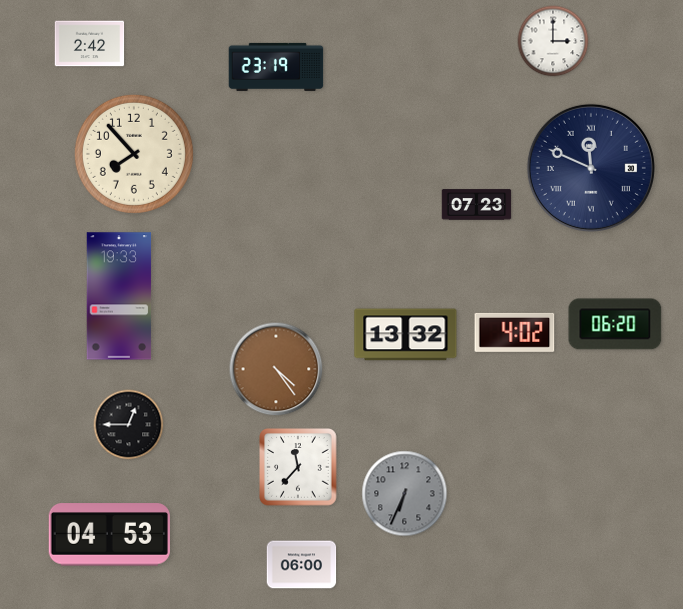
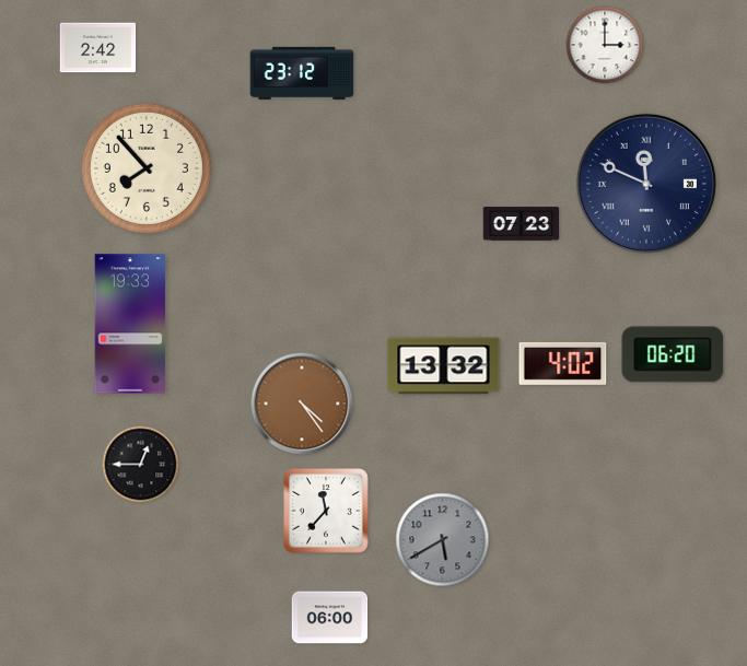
clock at (276, 67): 23:19 -> 23:12
clock at (405, 494): 6:34 -> 5:40
clock at (109, 535): 04:53 -> none
